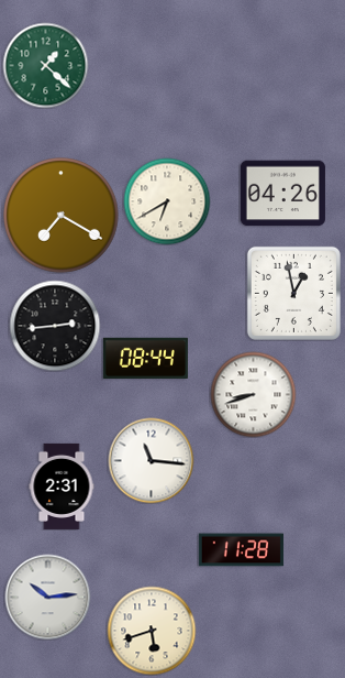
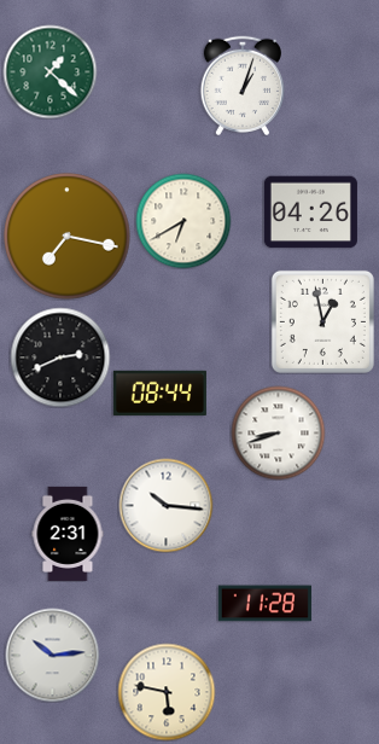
clock at (241, 85): none -> 1:03
clock at (62, 216): 7:20 -> 7:17
clock at (55, 326): 2:44 -> 2:41
clock at (151, 460): 11:16 -> 10:16
clock at (152, 631): 5:42 -> 5:47
